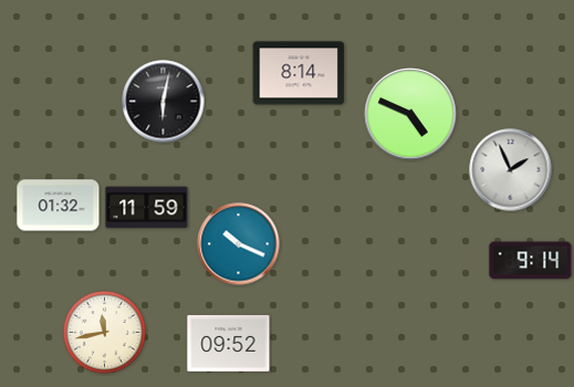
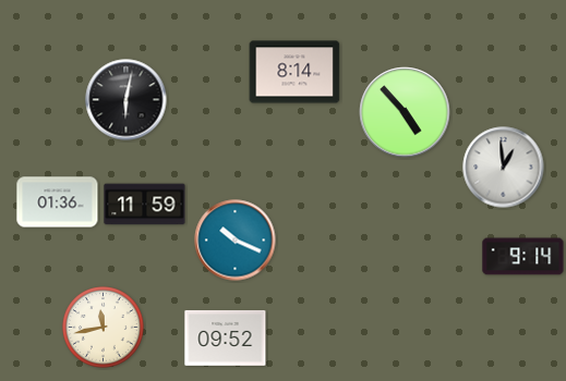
clock at (164, 102) position: (164, 102) -> (127, 100)
clock at (410, 114): 4:49 -> 4:53
clock at (511, 170): 1:56 -> 12:59
clock at (59, 206): 01:32 -> 01:36
